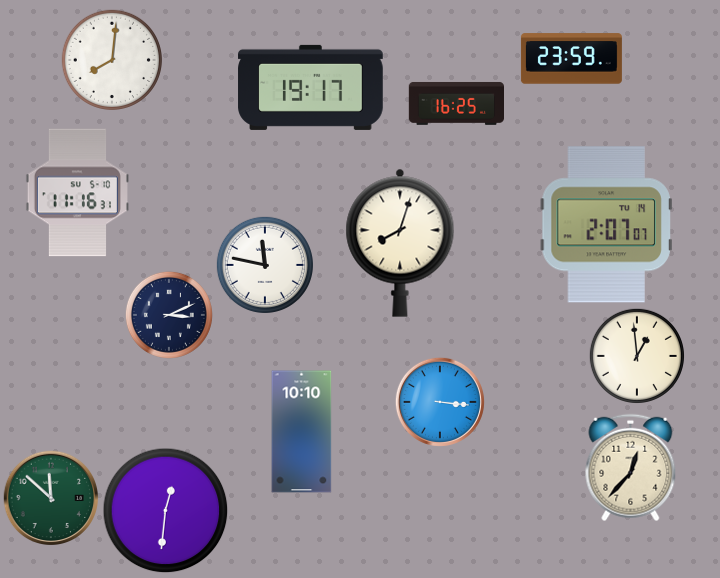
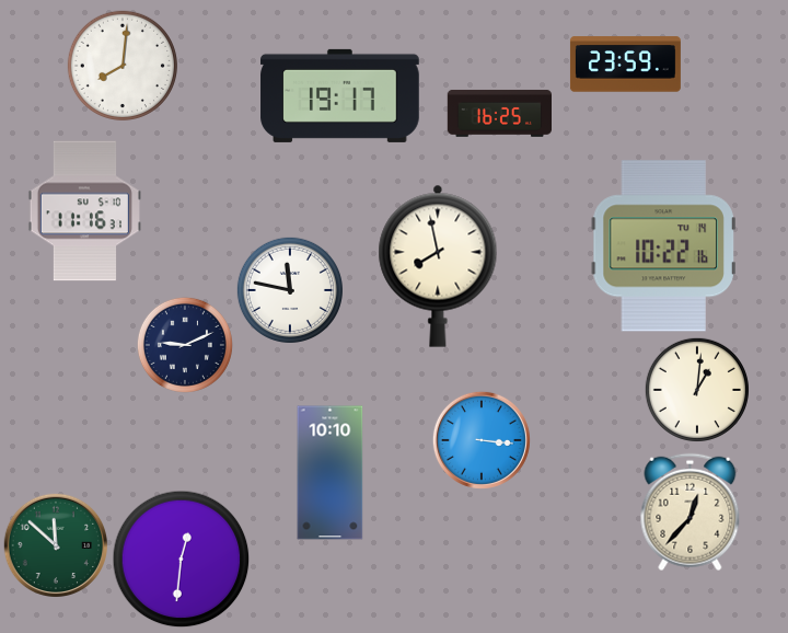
clock at (606, 225): 2:07 -> 10:22
clock at (400, 243): 8:03 -> 7:58
clock at (169, 315): 3:11 -> 9:11
clock at (637, 356): 12:59 -> 1:01
